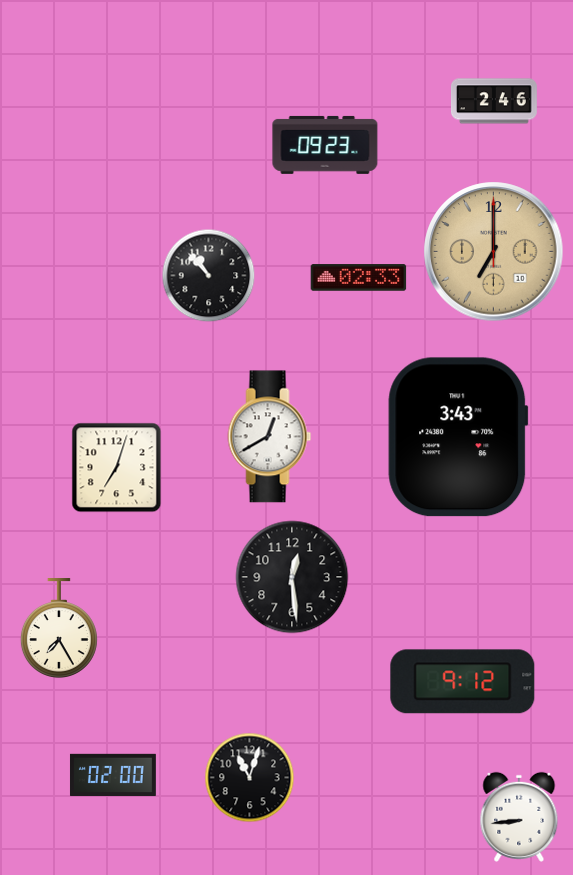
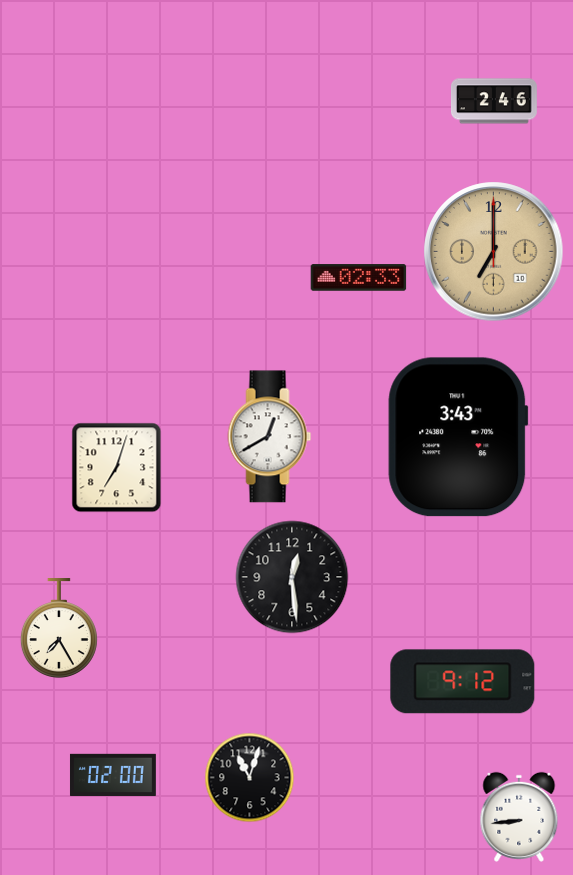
clock at (325, 145): 09:23 -> none
clock at (209, 276): 10:53 -> none
